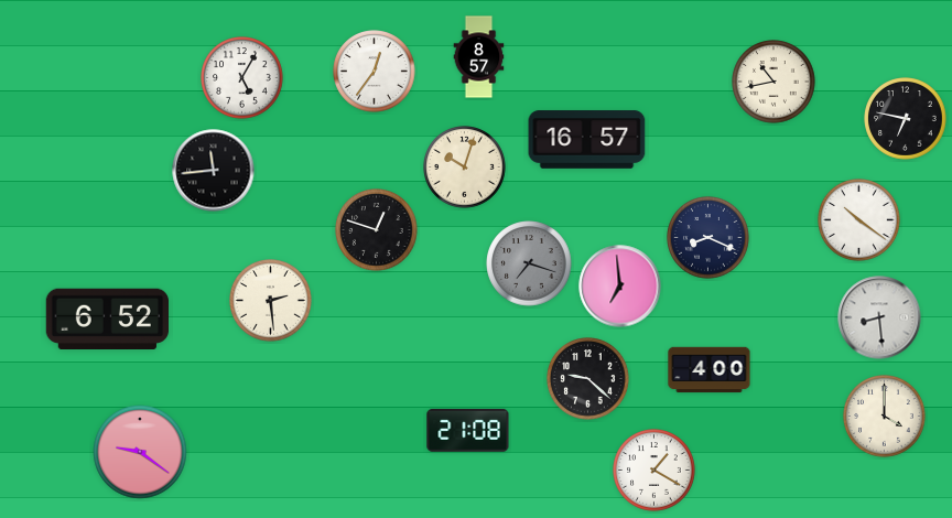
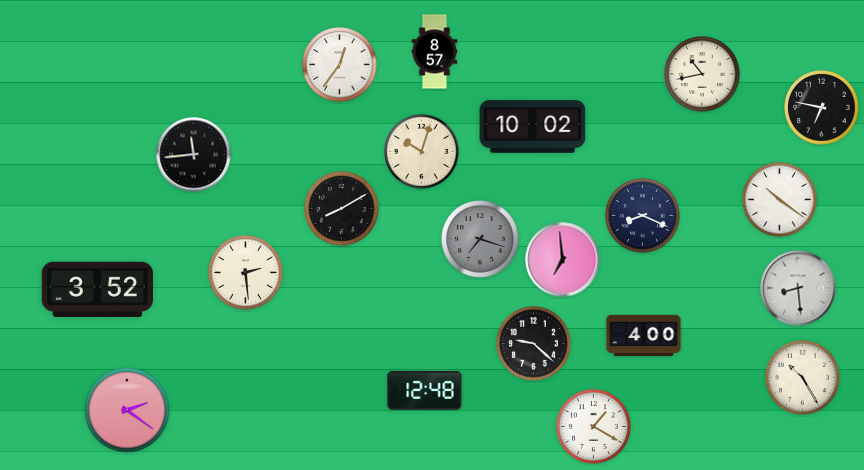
clock at (242, 78): 5:05 -> none
clock at (587, 140): 16:57 -> 10:02
clock at (377, 230): 12:48 -> 8:10
clock at (107, 319): 6:52 -> 3:52
clock at (885, 417): 4:00 -> 10:25
clock at (468, 431): 21:08 -> 12:48
clock at (140, 452): 9:21 -> 2:21
